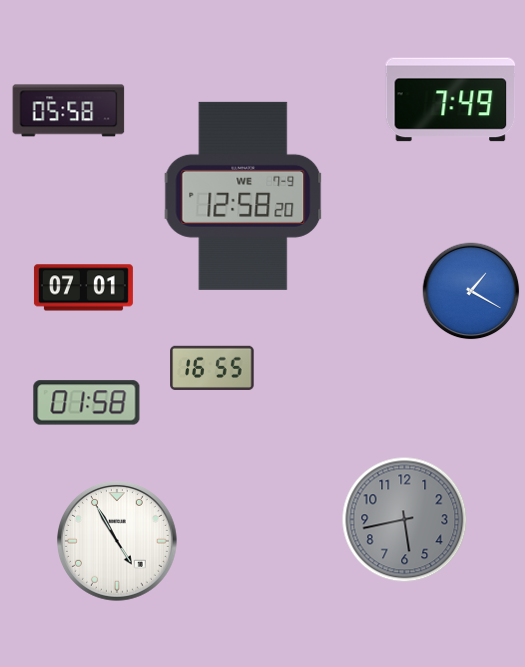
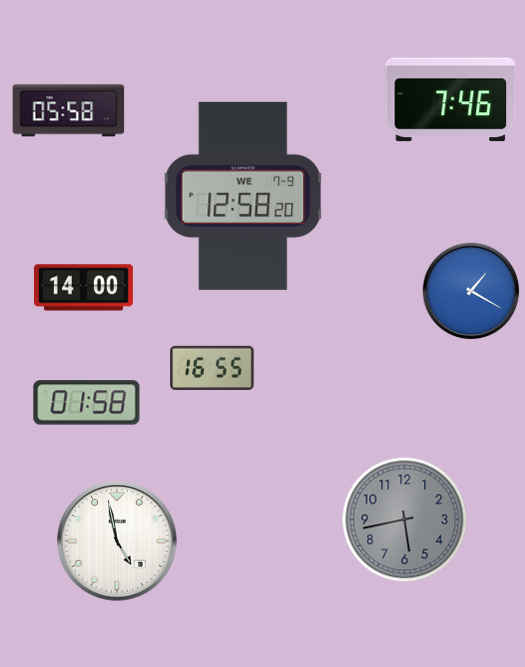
clock at (451, 100): 7:49 -> 7:46
clock at (83, 288): 07:01 -> 14:00
clock at (118, 542): 4:55 -> 4:58
